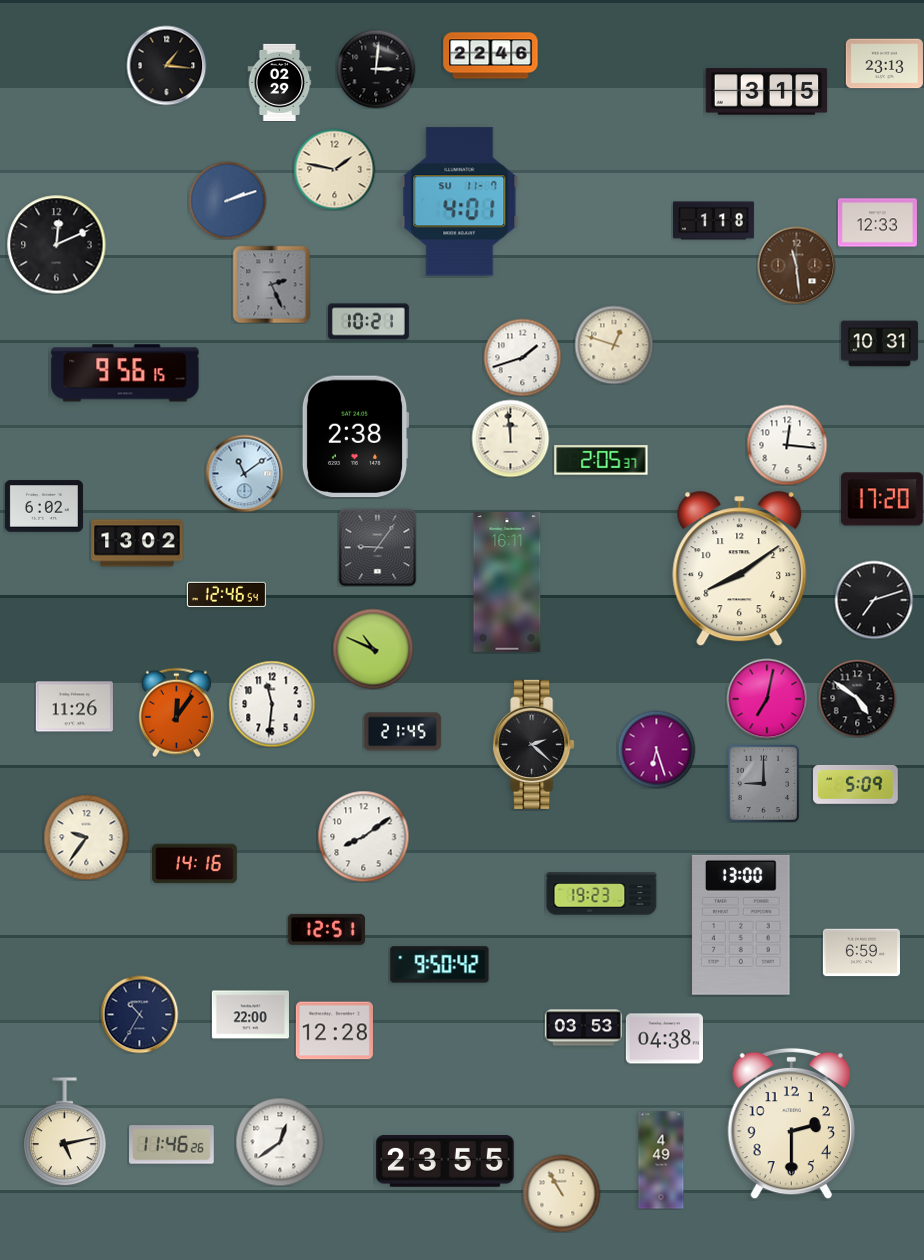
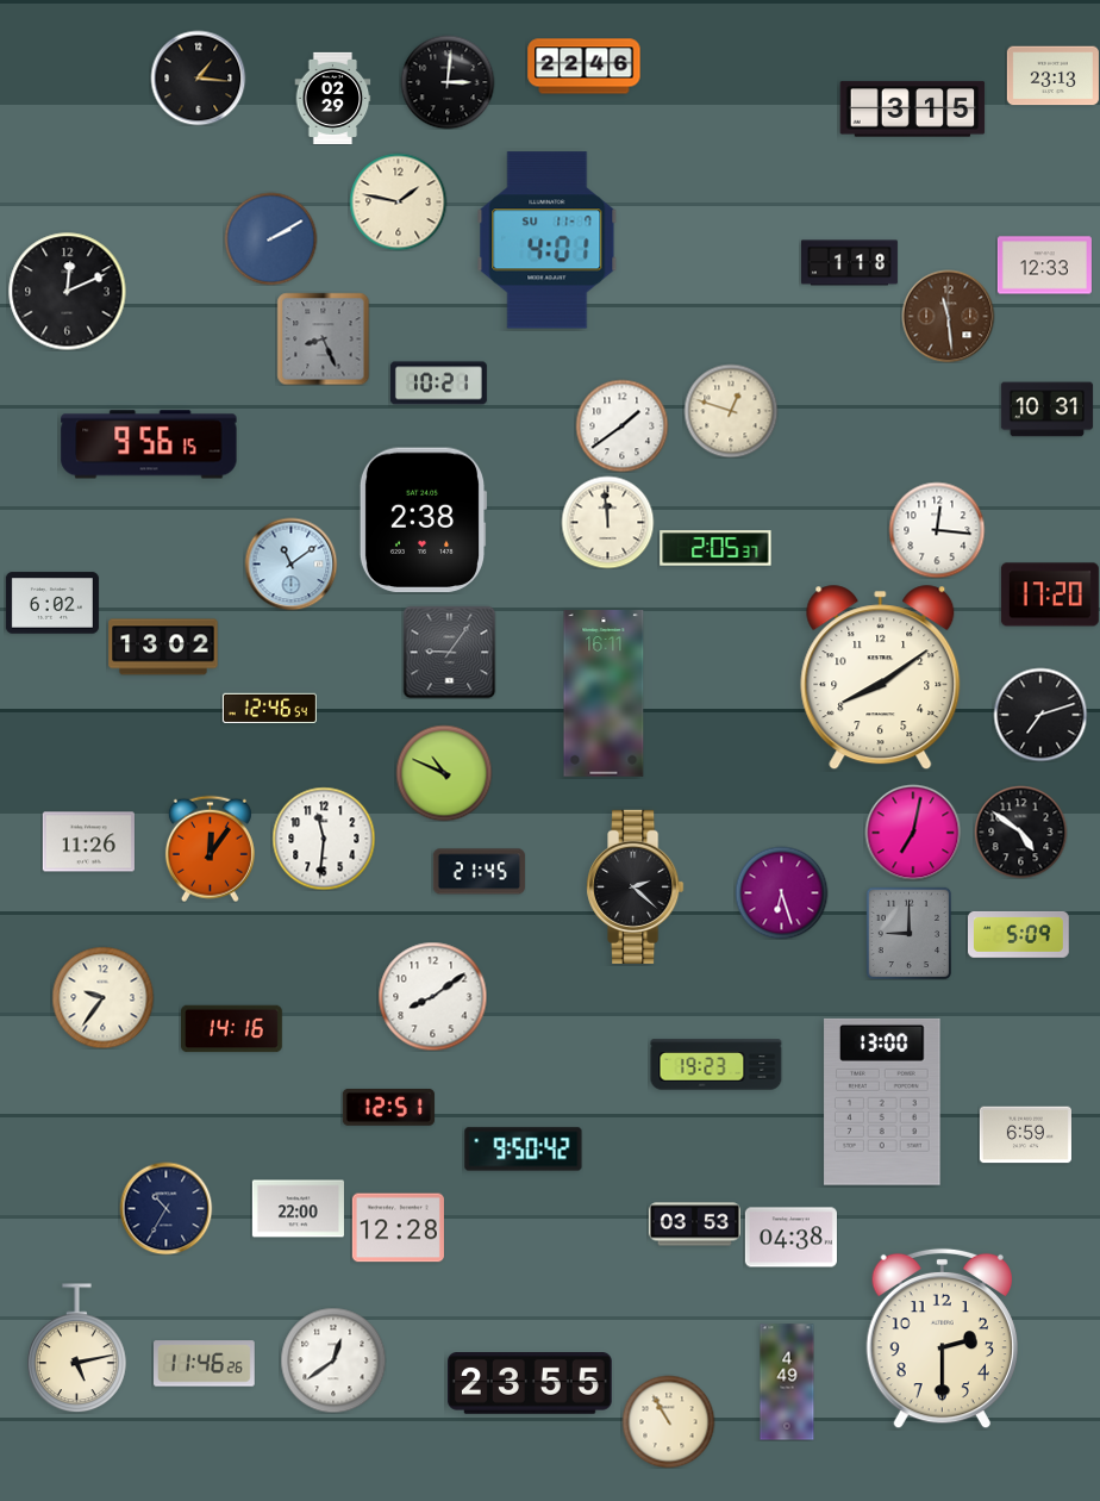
clock at (227, 200): 2:12 -> 2:10
clock at (271, 284): 2:26 -> 8:26
clock at (522, 357): 1:42 -> 1:39
